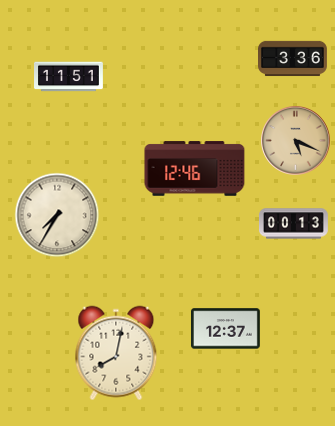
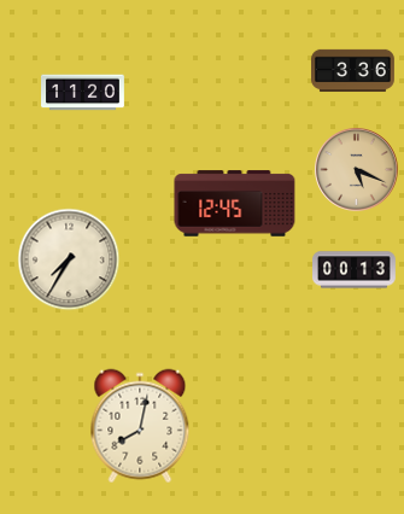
clock at (69, 77): 11:51 -> 11:20
clock at (195, 169): 12:46 -> 12:45
clock at (225, 329): 12:37 -> none
